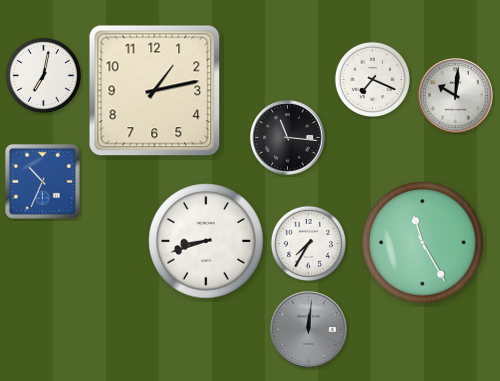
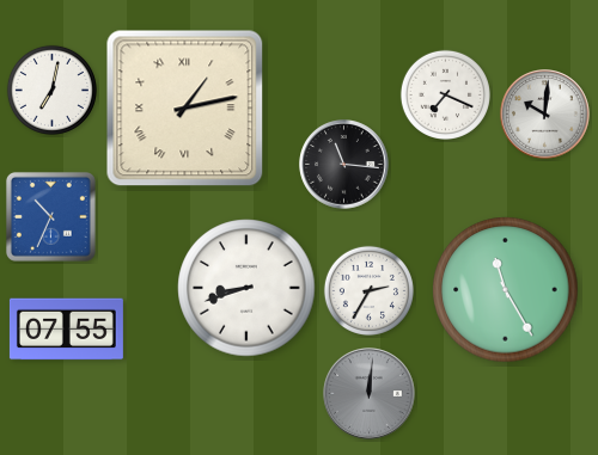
clock at (155, 91) numerals: Arabic -> Roman
clock at (308, 243): 7:35 -> 2:35
clock at (66, 330): none -> 07:55
